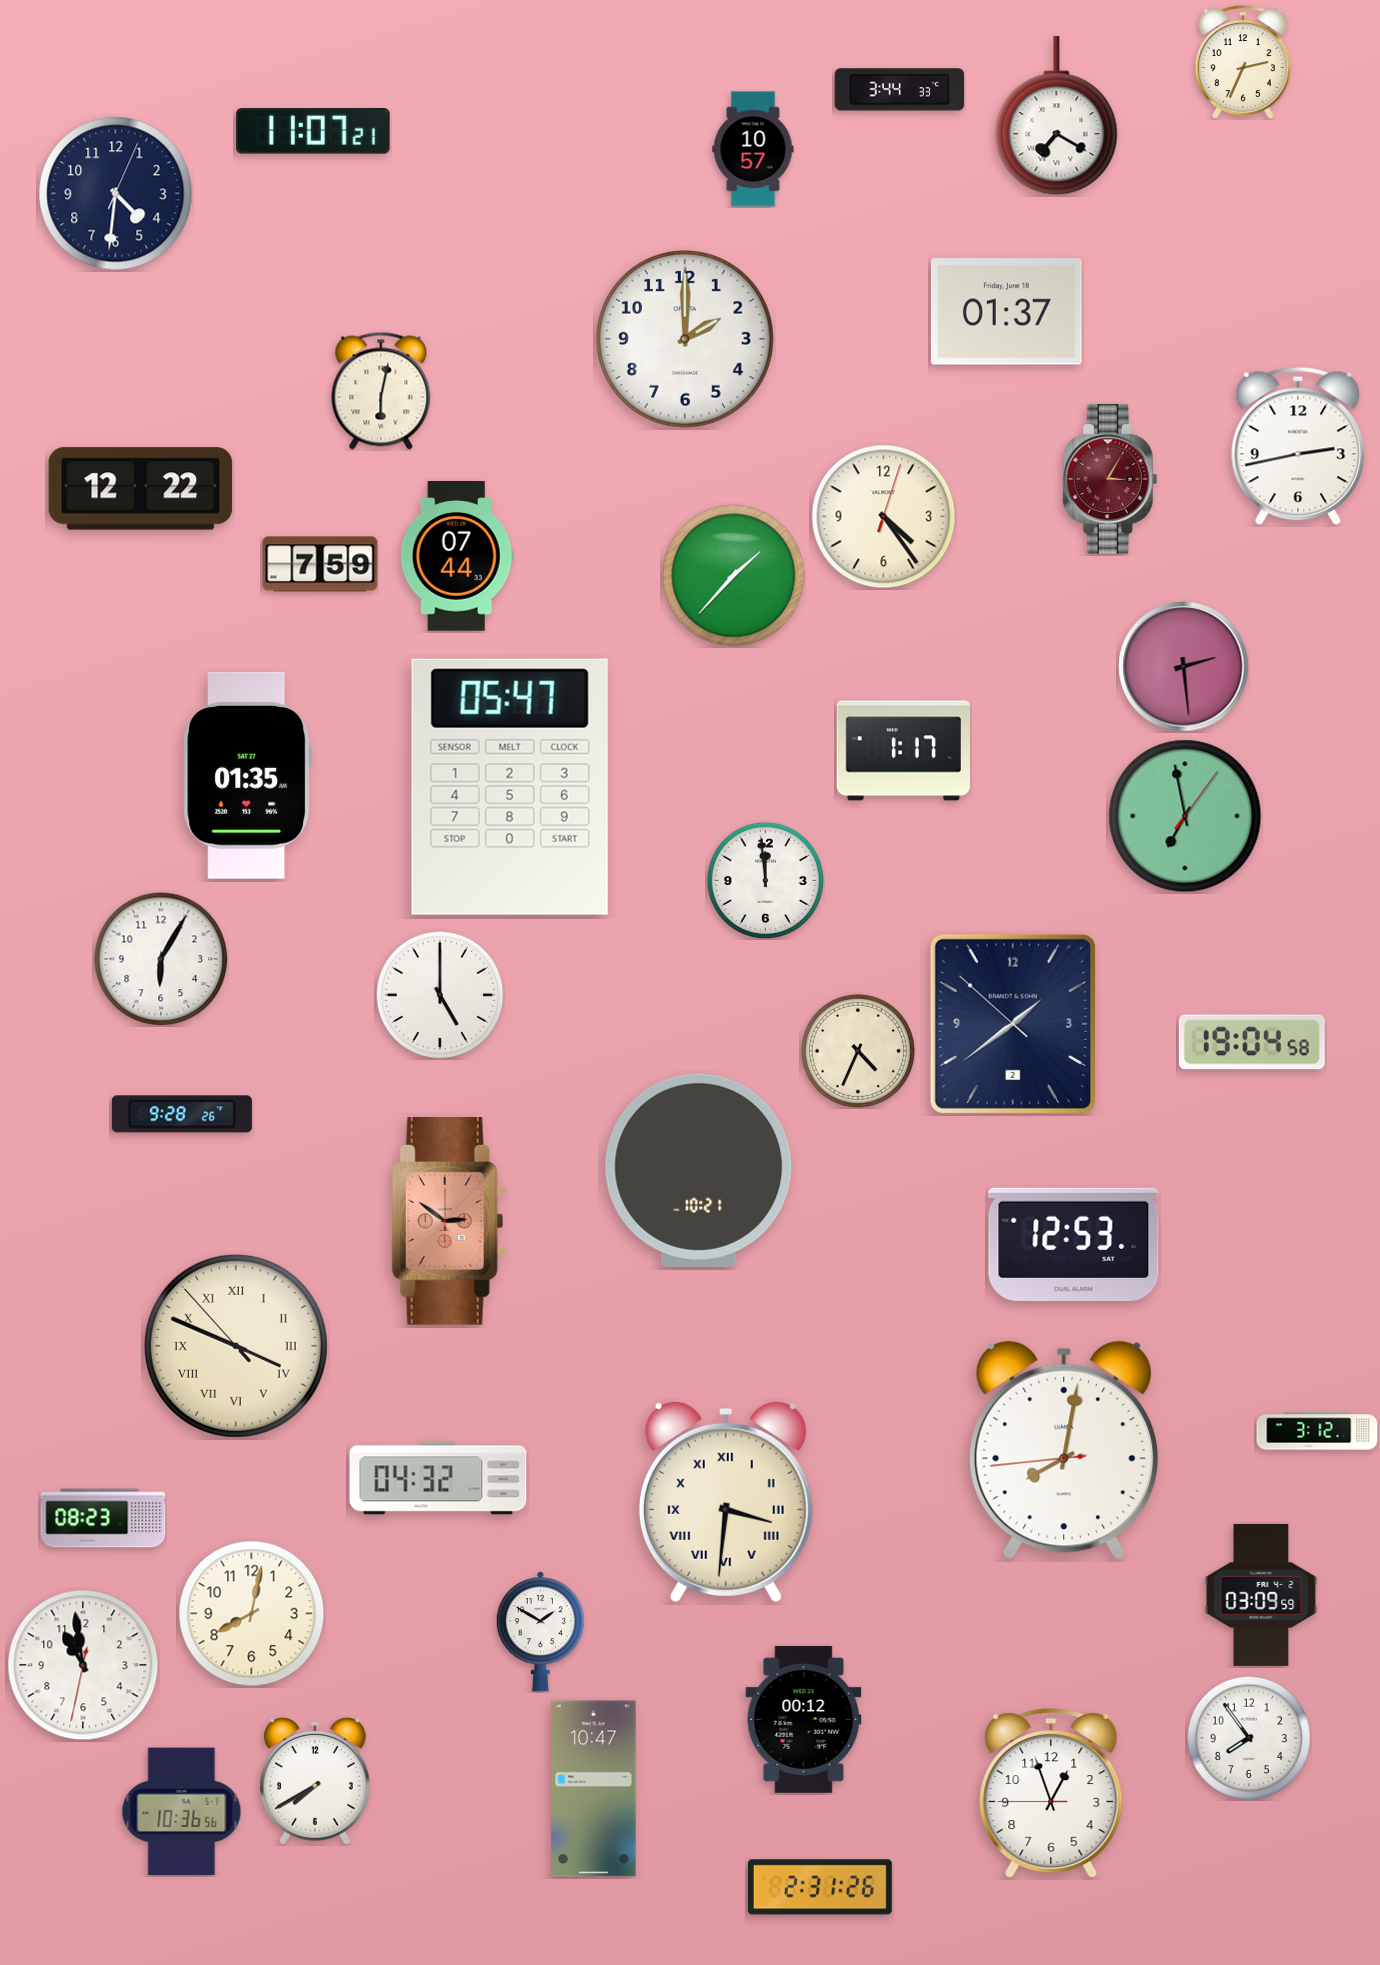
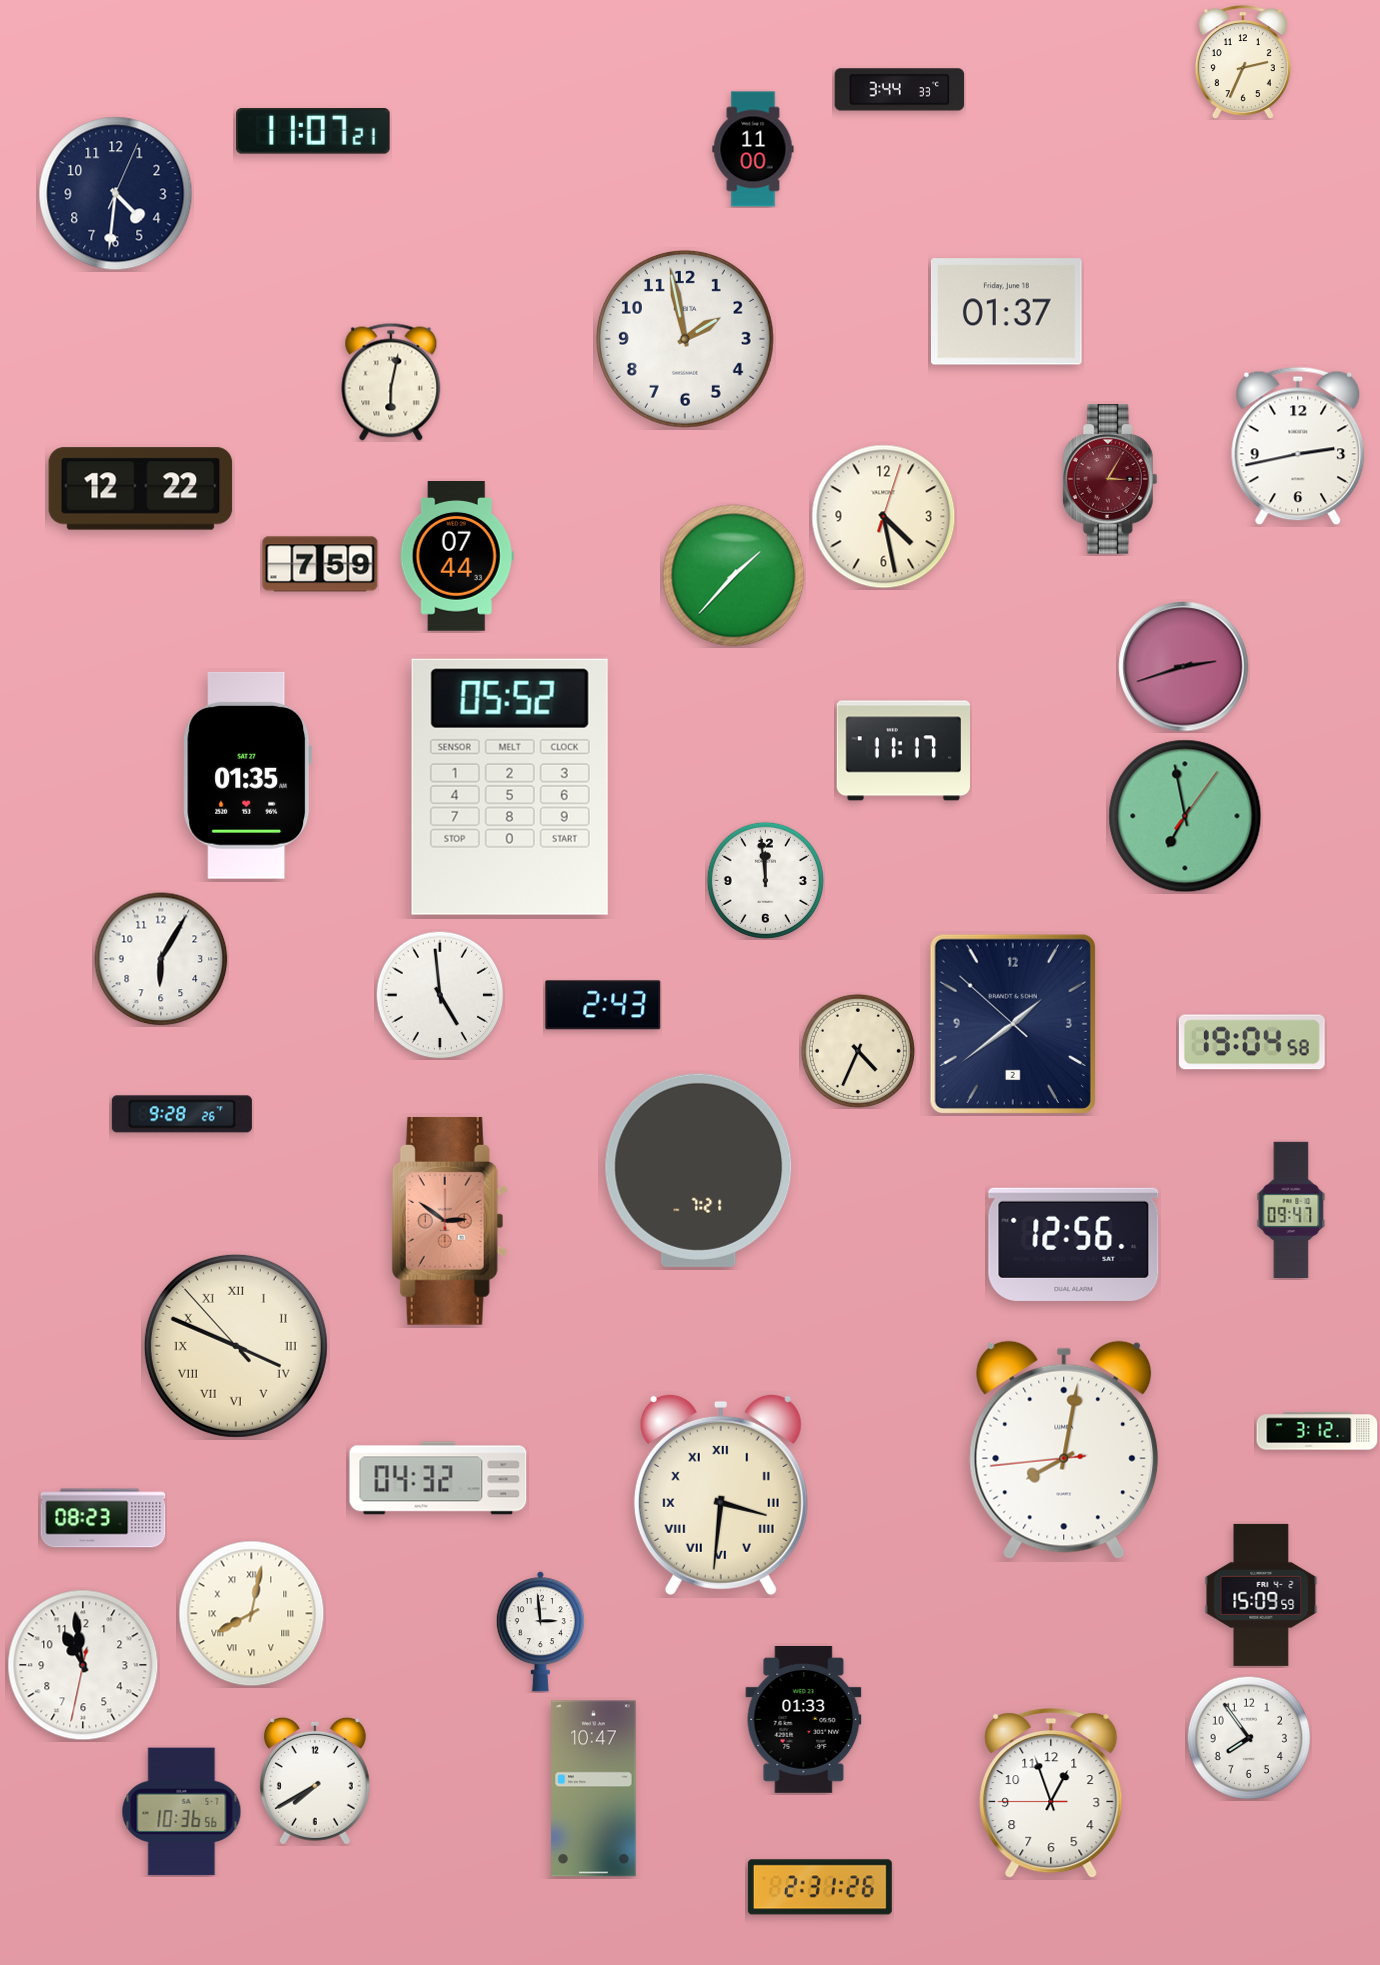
clock at (1057, 116): 7:20 -> none
clock at (753, 149): 10:57 -> 11:00
clock at (685, 339): 2:00 -> 1:58
clock at (381, 391) position: (381, 391) -> (391, 382)
clock at (884, 517): 4:24 -> 4:28
clock at (1184, 667): 2:29 -> 2:42
clock at (903, 751): 1:17 -> 11:17
clock at (510, 787): 05:47 -> 05:52
clock at (440, 995): 5:00 -> 4:59
clock at (603, 1005): none -> 2:43
clock at (699, 1170): 10:21 -> 7:21
clock at (1291, 1210): none -> 09:47
clock at (1074, 1244): 12:53 -> 12:56
clock at (726, 1501) position: (726, 1501) -> (721, 1494)
clock at (1261, 1595): 03:09 -> 15:09
clock at (252, 1614) numerals: Arabic -> Roman
clock at (540, 1632): 1:50 -> 2:59
clock at (804, 1719): 00:12 -> 01:33
